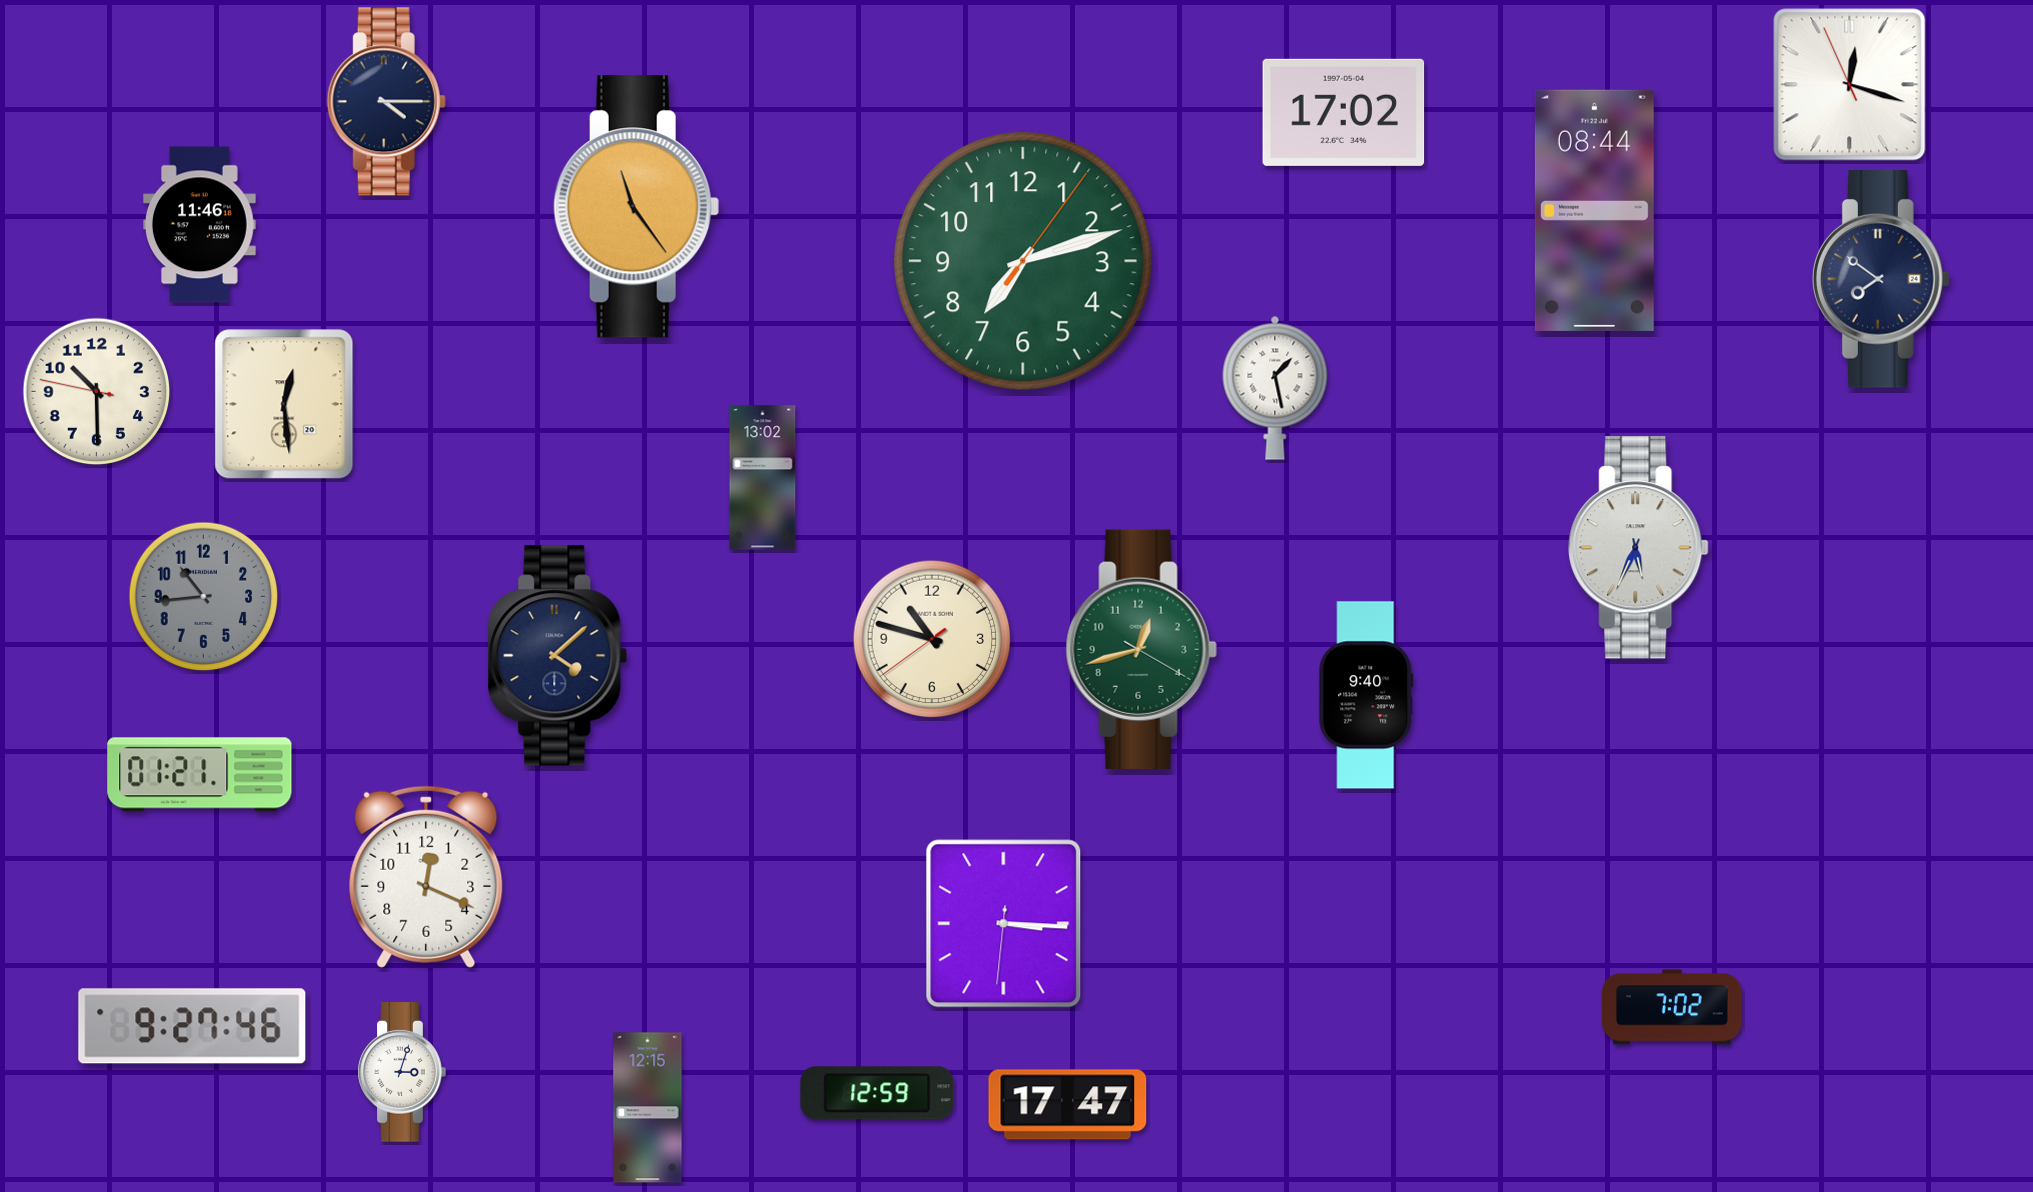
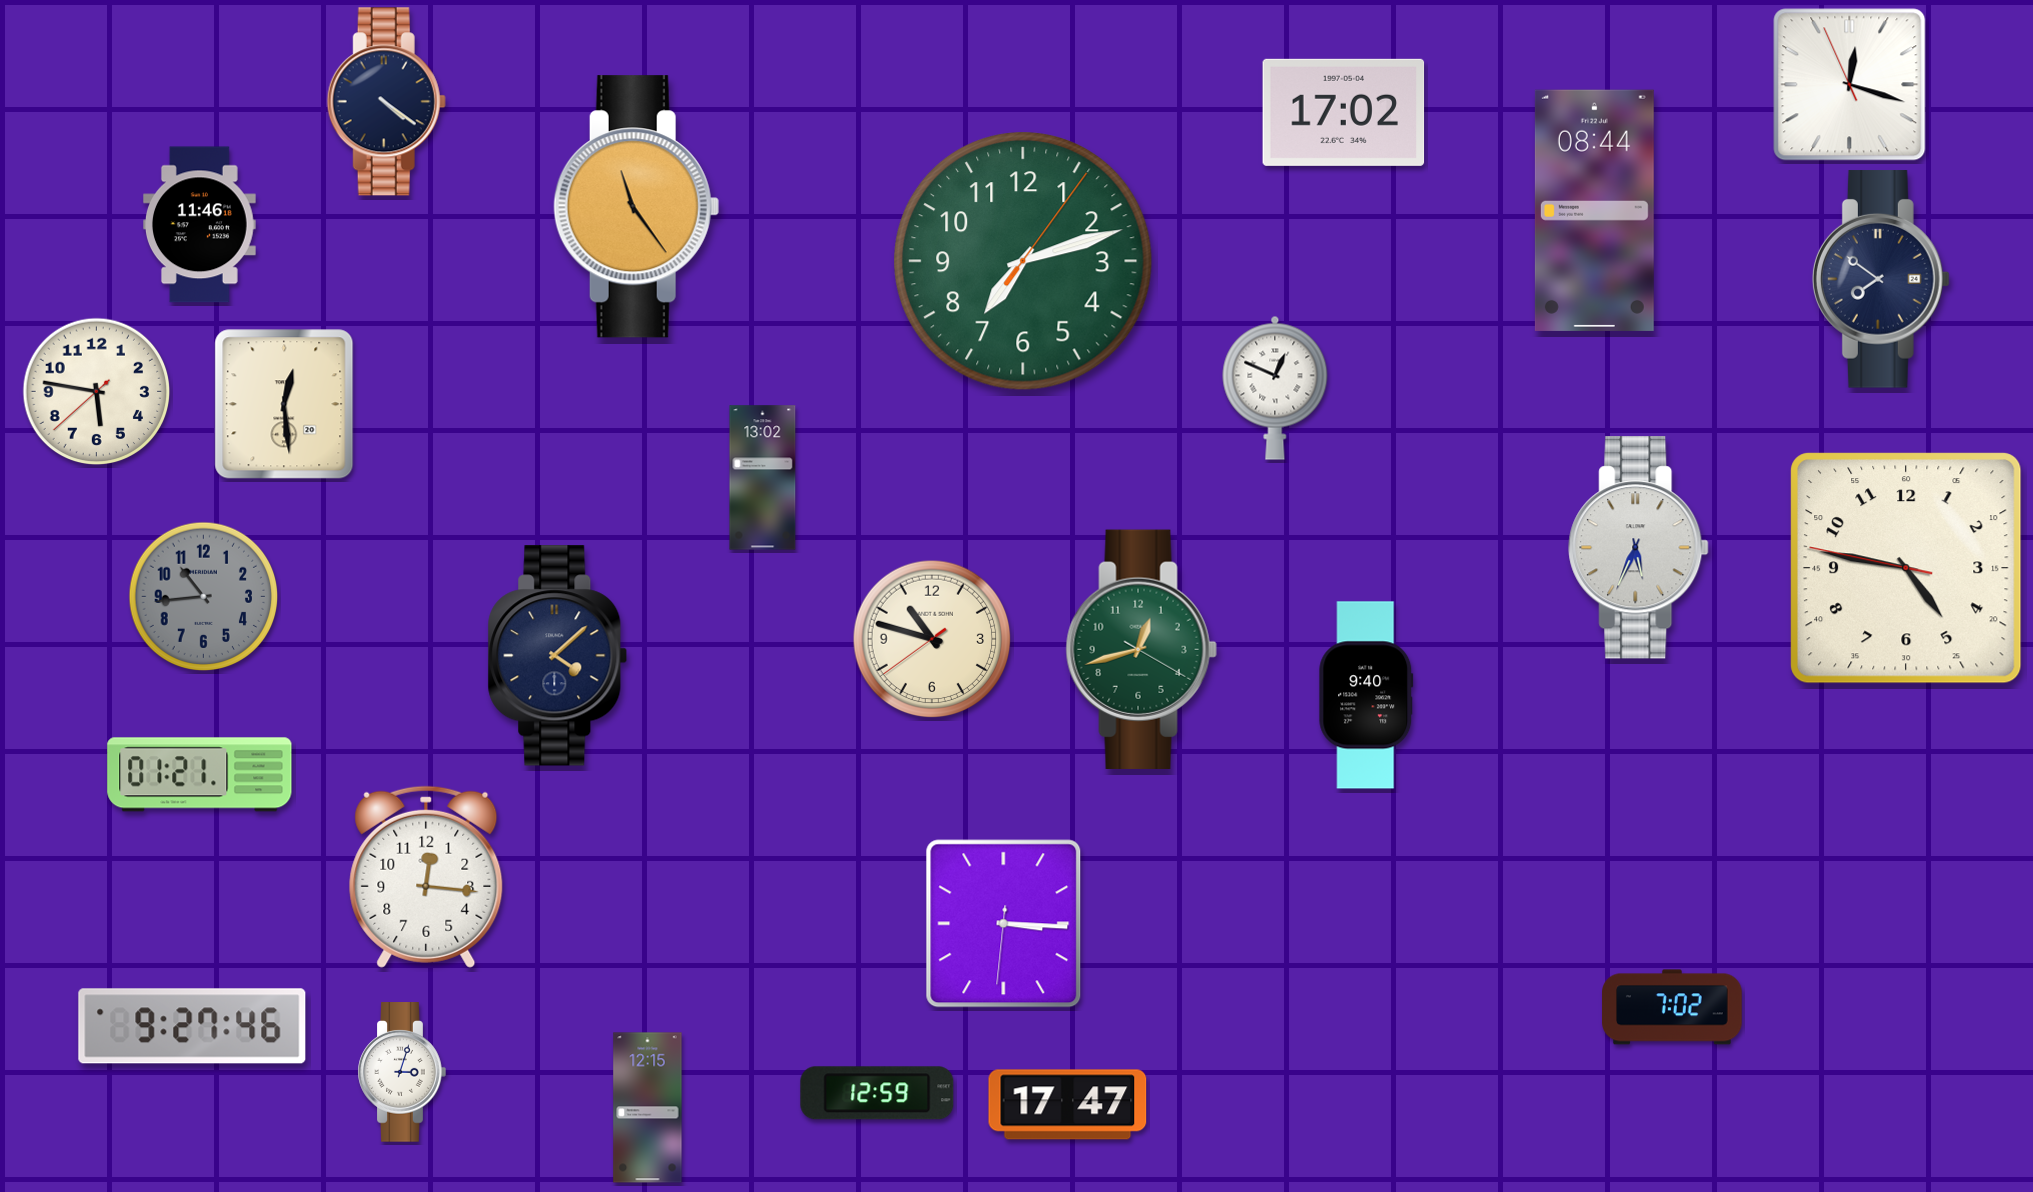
clock at (386, 102): 4:15 -> 4:21
clock at (1275, 388): 1:28 -> 12:49
clock at (97, 392): 10:29 -> 5:46
clock at (1906, 568): none -> 4:46
clock at (426, 877): 12:19 -> 12:16
